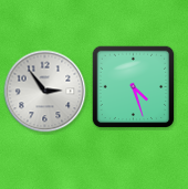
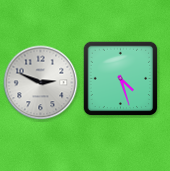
clock at (45, 92): 2:54 -> 2:49
